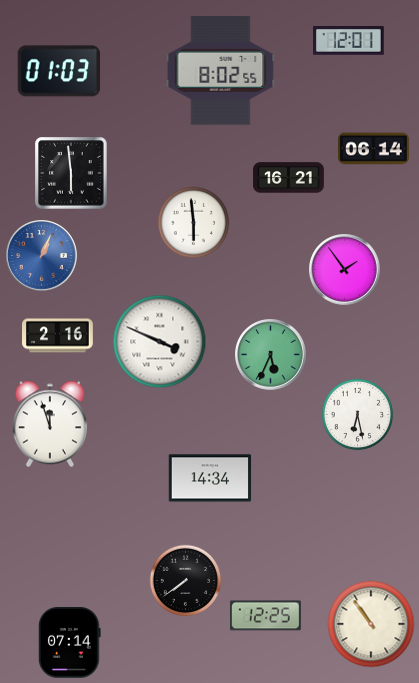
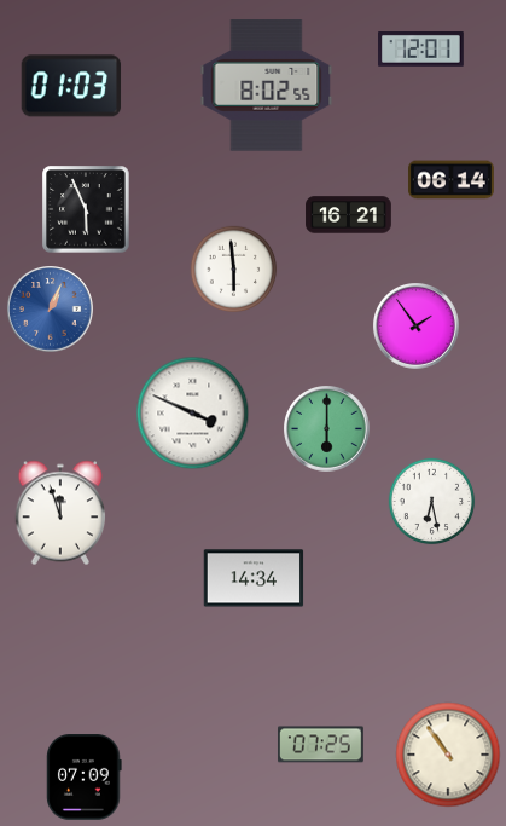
clock at (71, 173): 5:59 -> 5:56
clock at (58, 336): 2:16 -> none
clock at (271, 355): 5:34 -> 6:00
clock at (186, 581): 7:39 -> none
clock at (266, 616): 12:25 -> 07:25
clock at (70, 643): 07:14 -> 07:09
